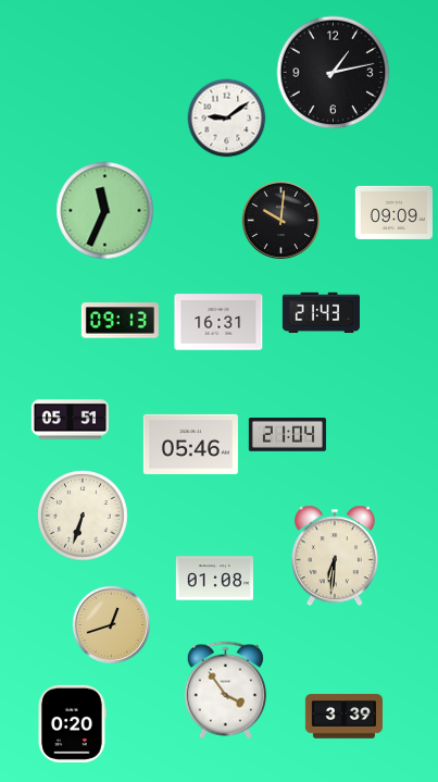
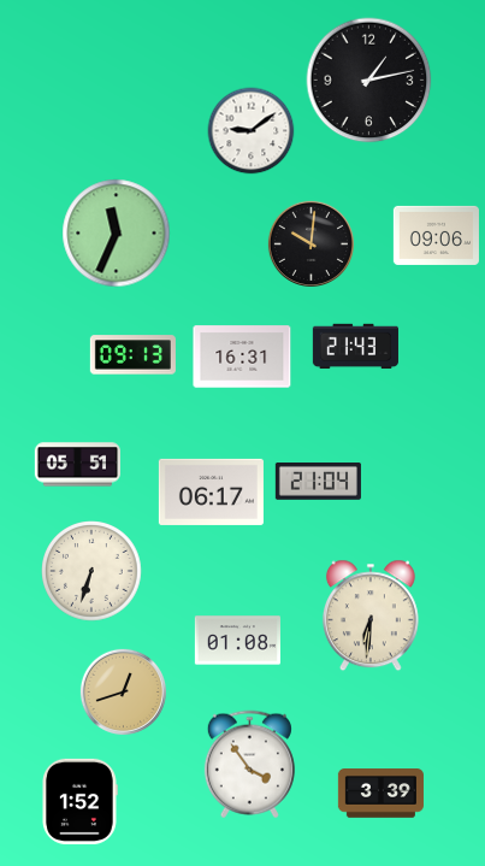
clock at (393, 212): 09:09 -> 09:06
clock at (190, 444): 05:46 -> 06:17
clock at (73, 723): 0:20 -> 1:52
